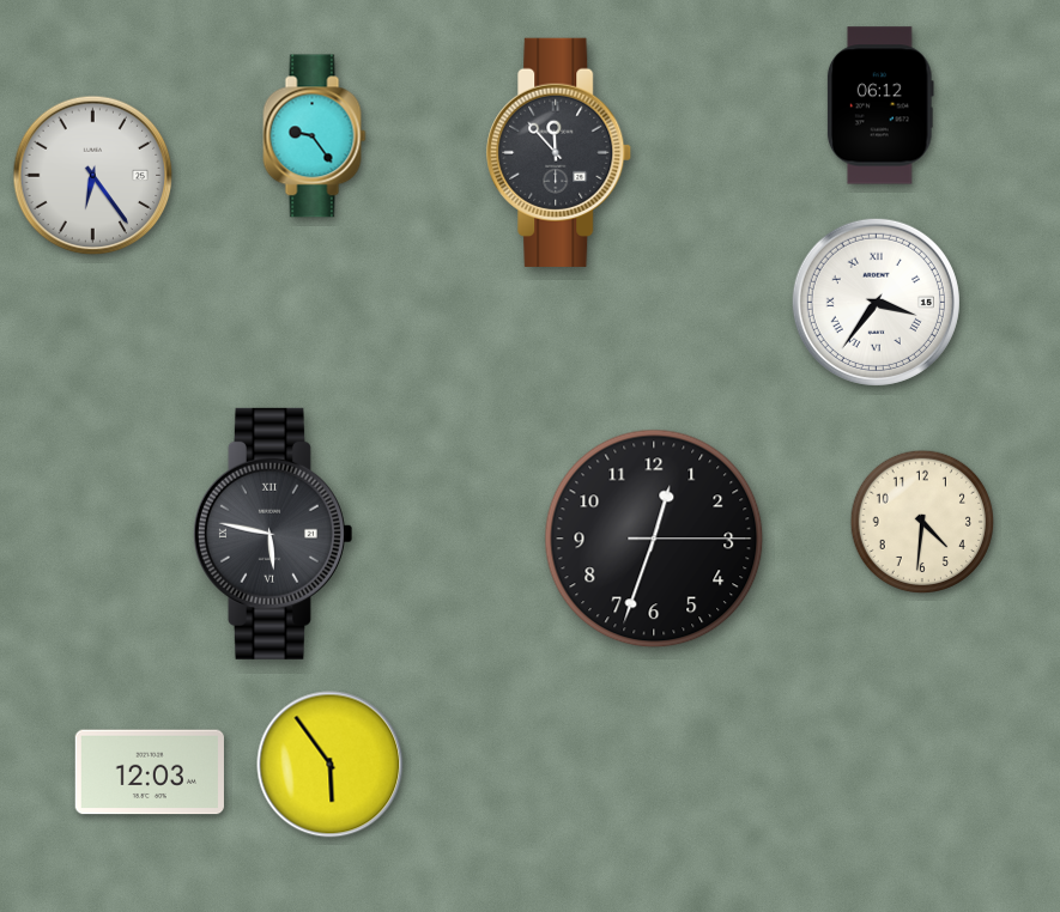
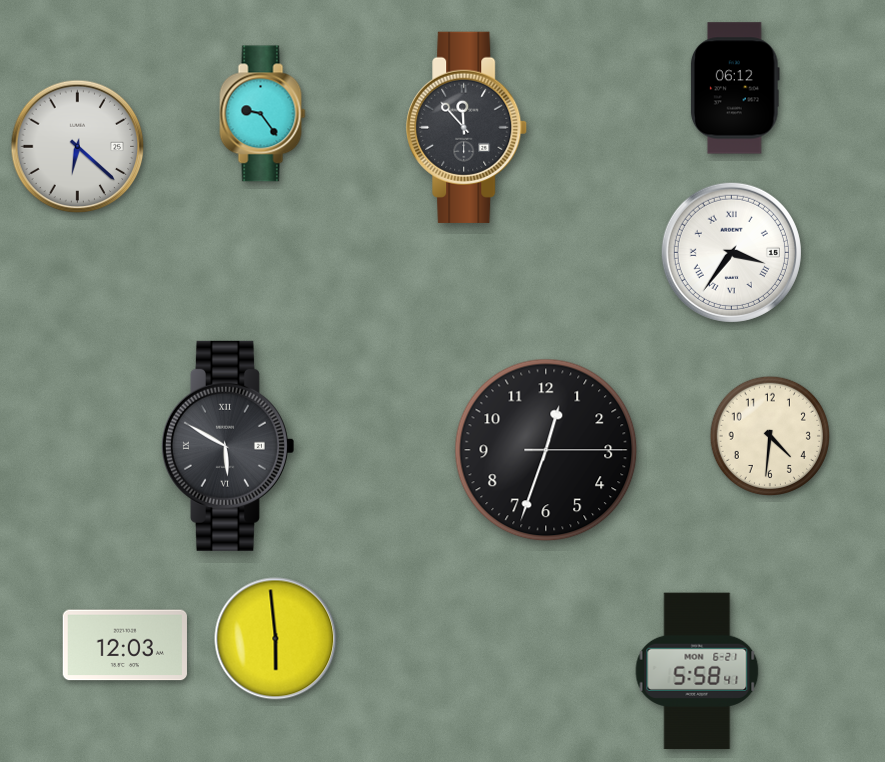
clock at (93, 176): 6:24 -> 6:22
clock at (272, 534): 5:47 -> 5:50
clock at (331, 765): 5:54 -> 5:59
clock at (697, 671): none -> 5:58
